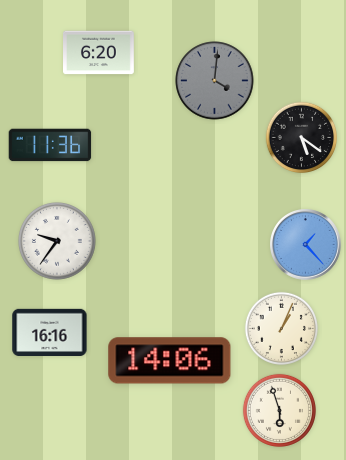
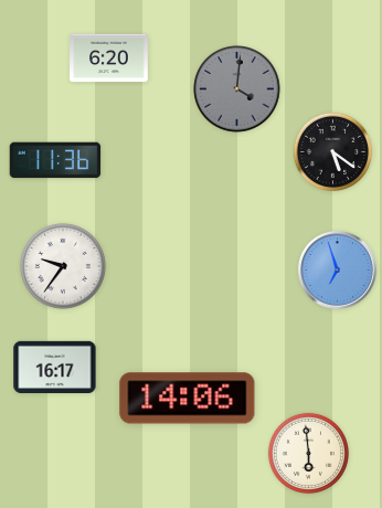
clock at (306, 245): 1:23 -> 6:57
clock at (281, 328): 1:04 -> none
clock at (50, 332): 16:16 -> 16:17
clock at (279, 410): 5:57 -> 5:59
